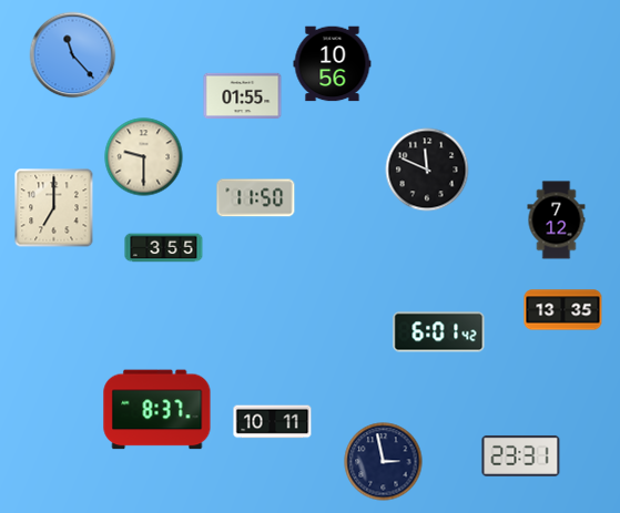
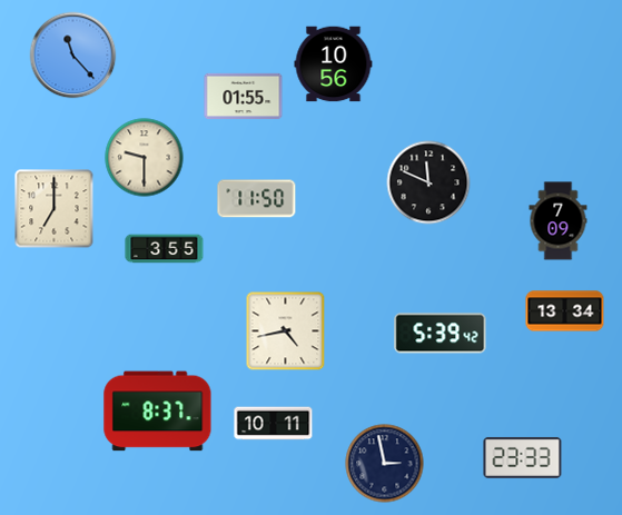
clock at (427, 170) position: (427, 170) -> (428, 182)
clock at (557, 220): 7:12 -> 7:09
clock at (563, 310): 13:35 -> 13:34
clock at (286, 331): none -> 4:43
clock at (439, 332): 6:01 -> 5:39
clock at (521, 455): 23:31 -> 23:33
